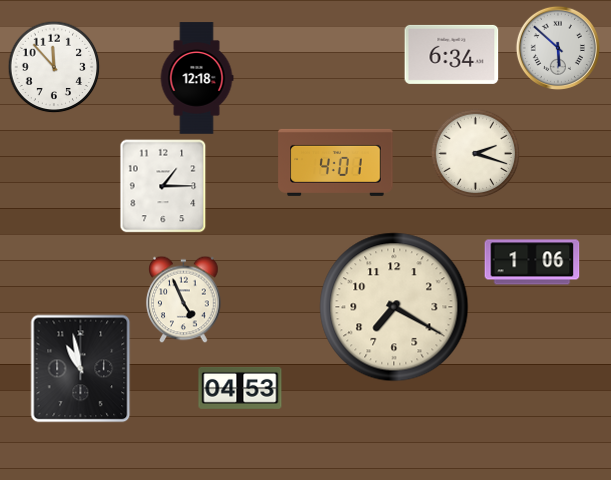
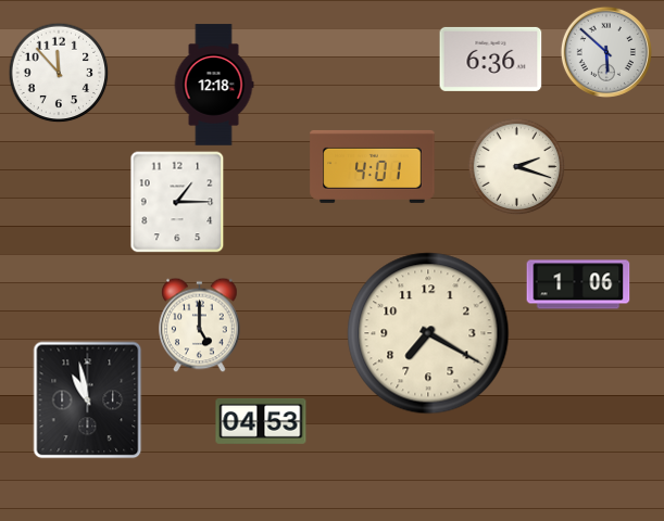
clock at (452, 54): 6:34 -> 6:36
clock at (336, 162) position: (336, 162) -> (373, 166)
clock at (184, 299): 4:56 -> 5:00
